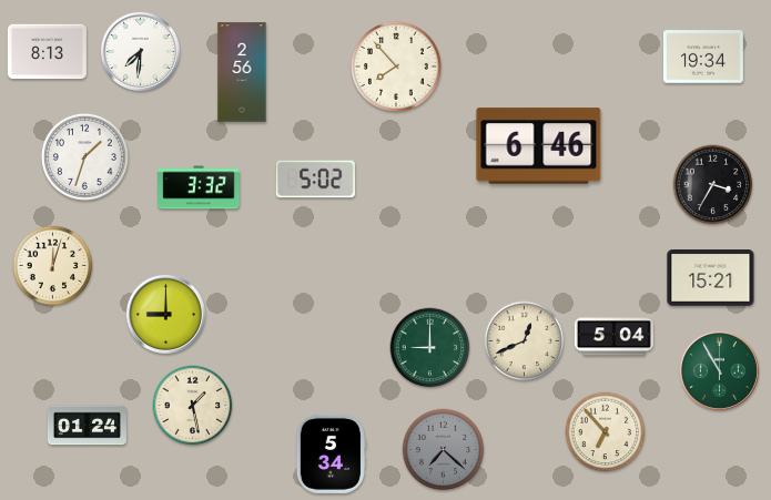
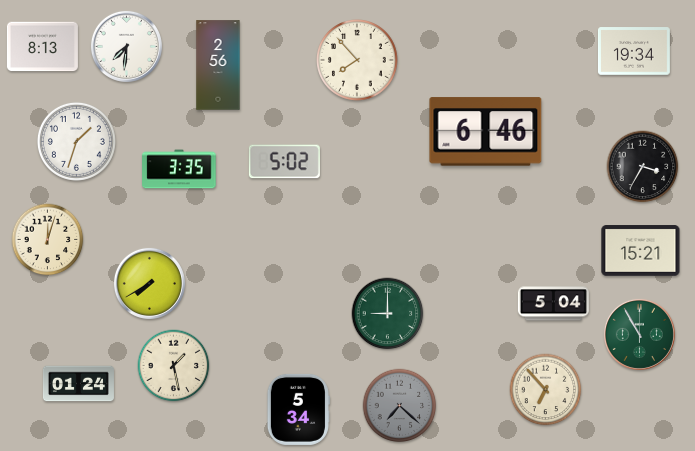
clock at (199, 187): 3:32 -> 3:35
clock at (165, 314): 9:00 -> 7:40
clock at (525, 341): 12:41 -> none
clock at (719, 370) position: (719, 370) -> (639, 334)
